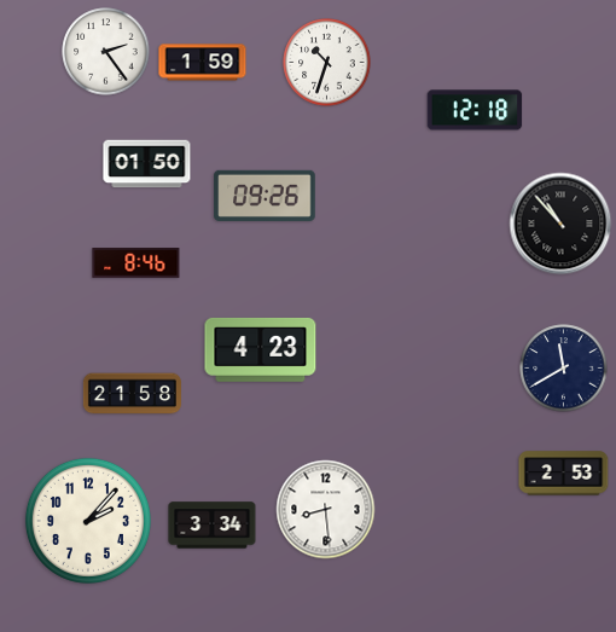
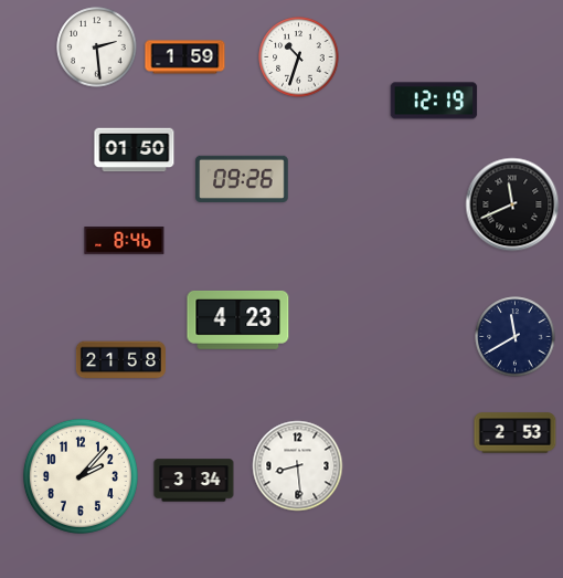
clock at (106, 52): 2:24 -> 2:29
clock at (475, 110): 12:18 -> 12:19
clock at (560, 224): 10:53 -> 11:41
